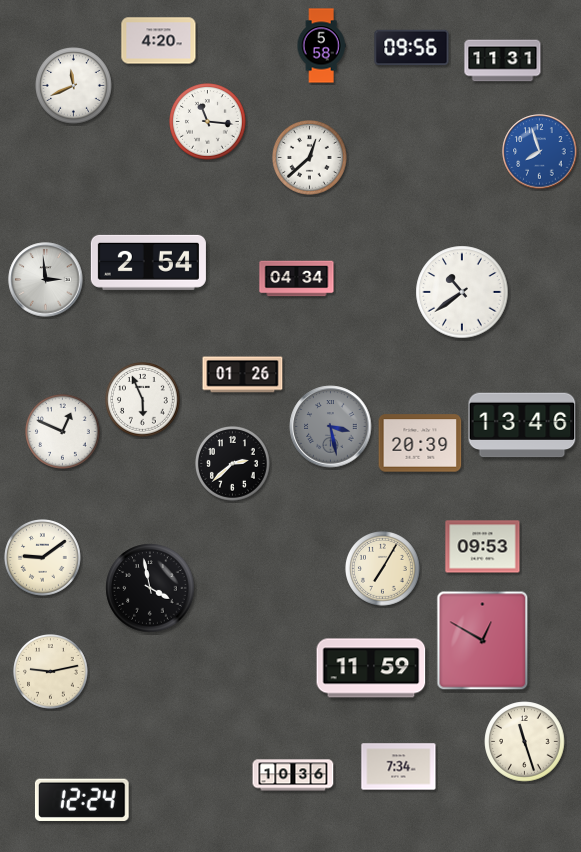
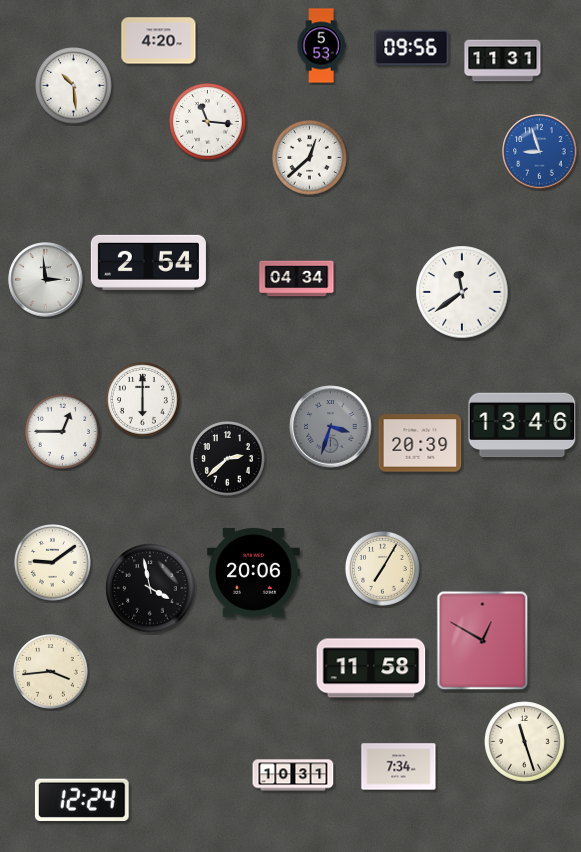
clock at (321, 46): 5:58 -> 5:53
clock at (74, 86): 11:41 -> 10:29
clock at (540, 152): 7:57 -> 8:57
clock at (462, 292): 10:39 -> 11:39
clock at (243, 375): 01:26 -> none
clock at (143, 400): 5:56 -> 6:00
clock at (331, 427): 3:28 -> 3:33
clock at (63, 432): 12:49 -> 12:45
clock at (233, 464) position: (233, 464) -> (228, 459)
clock at (483, 547): 09:53 -> none
clock at (43, 558) position: (43, 558) -> (53, 563)
clock at (254, 572): none -> 20:06
clock at (371, 668): 11:59 -> 11:58
clock at (51, 672): 9:13 -> 3:44
clock at (293, 775): 10:36 -> 10:31
